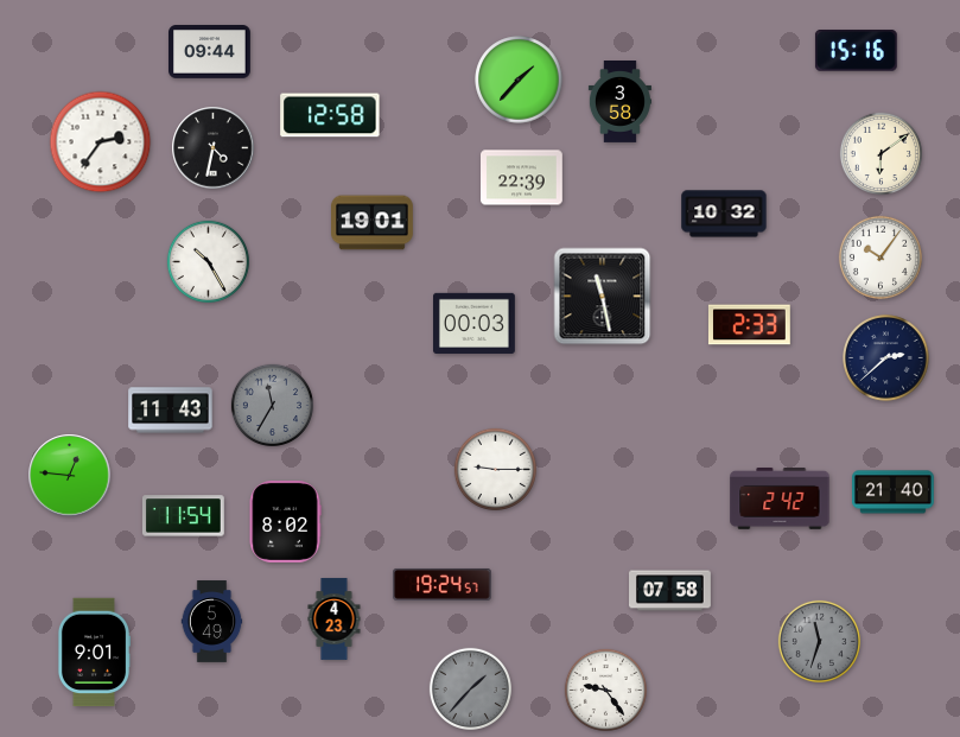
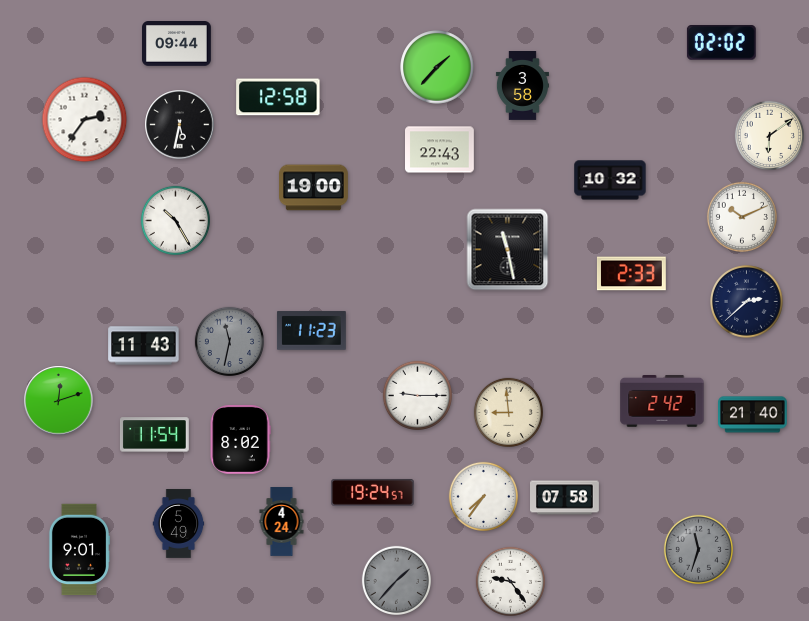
clock at (856, 51): 15:16 -> 02:02
clock at (214, 148): 4:32 -> 5:32
clock at (880, 153) position: (880, 153) -> (769, 135)
clock at (522, 178): 22:39 -> 22:43
clock at (373, 223): 19:01 -> 19:00
clock at (880, 258): 10:06 -> 10:11
clock at (475, 323): 00:03 -> none
clock at (311, 331): none -> 11:23
clock at (272, 405): 11:35 -> 11:32
clock at (70, 476): 12:46 -> 12:12
clock at (508, 412): none -> 8:59
clock at (780, 500) position: (780, 500) -> (662, 402)
clock at (483, 496): none -> 7:36
clock at (335, 620): 4:23 -> 4:24
clock at (819, 641) position: (819, 641) -> (698, 549)
